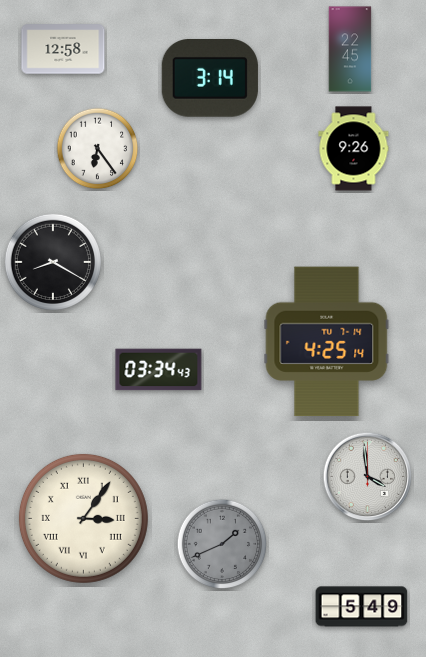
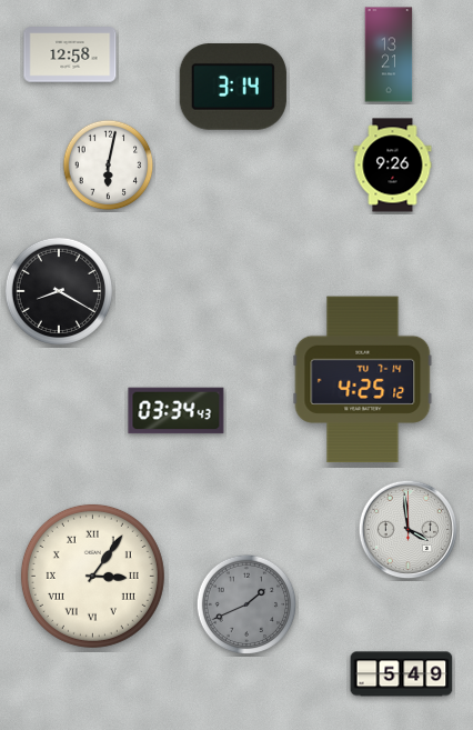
clock at (350, 49): 22:45 -> 13:21
clock at (98, 149): 6:24 -> 6:02
clock at (327, 342): 4:25:14 -> 4:25:12
